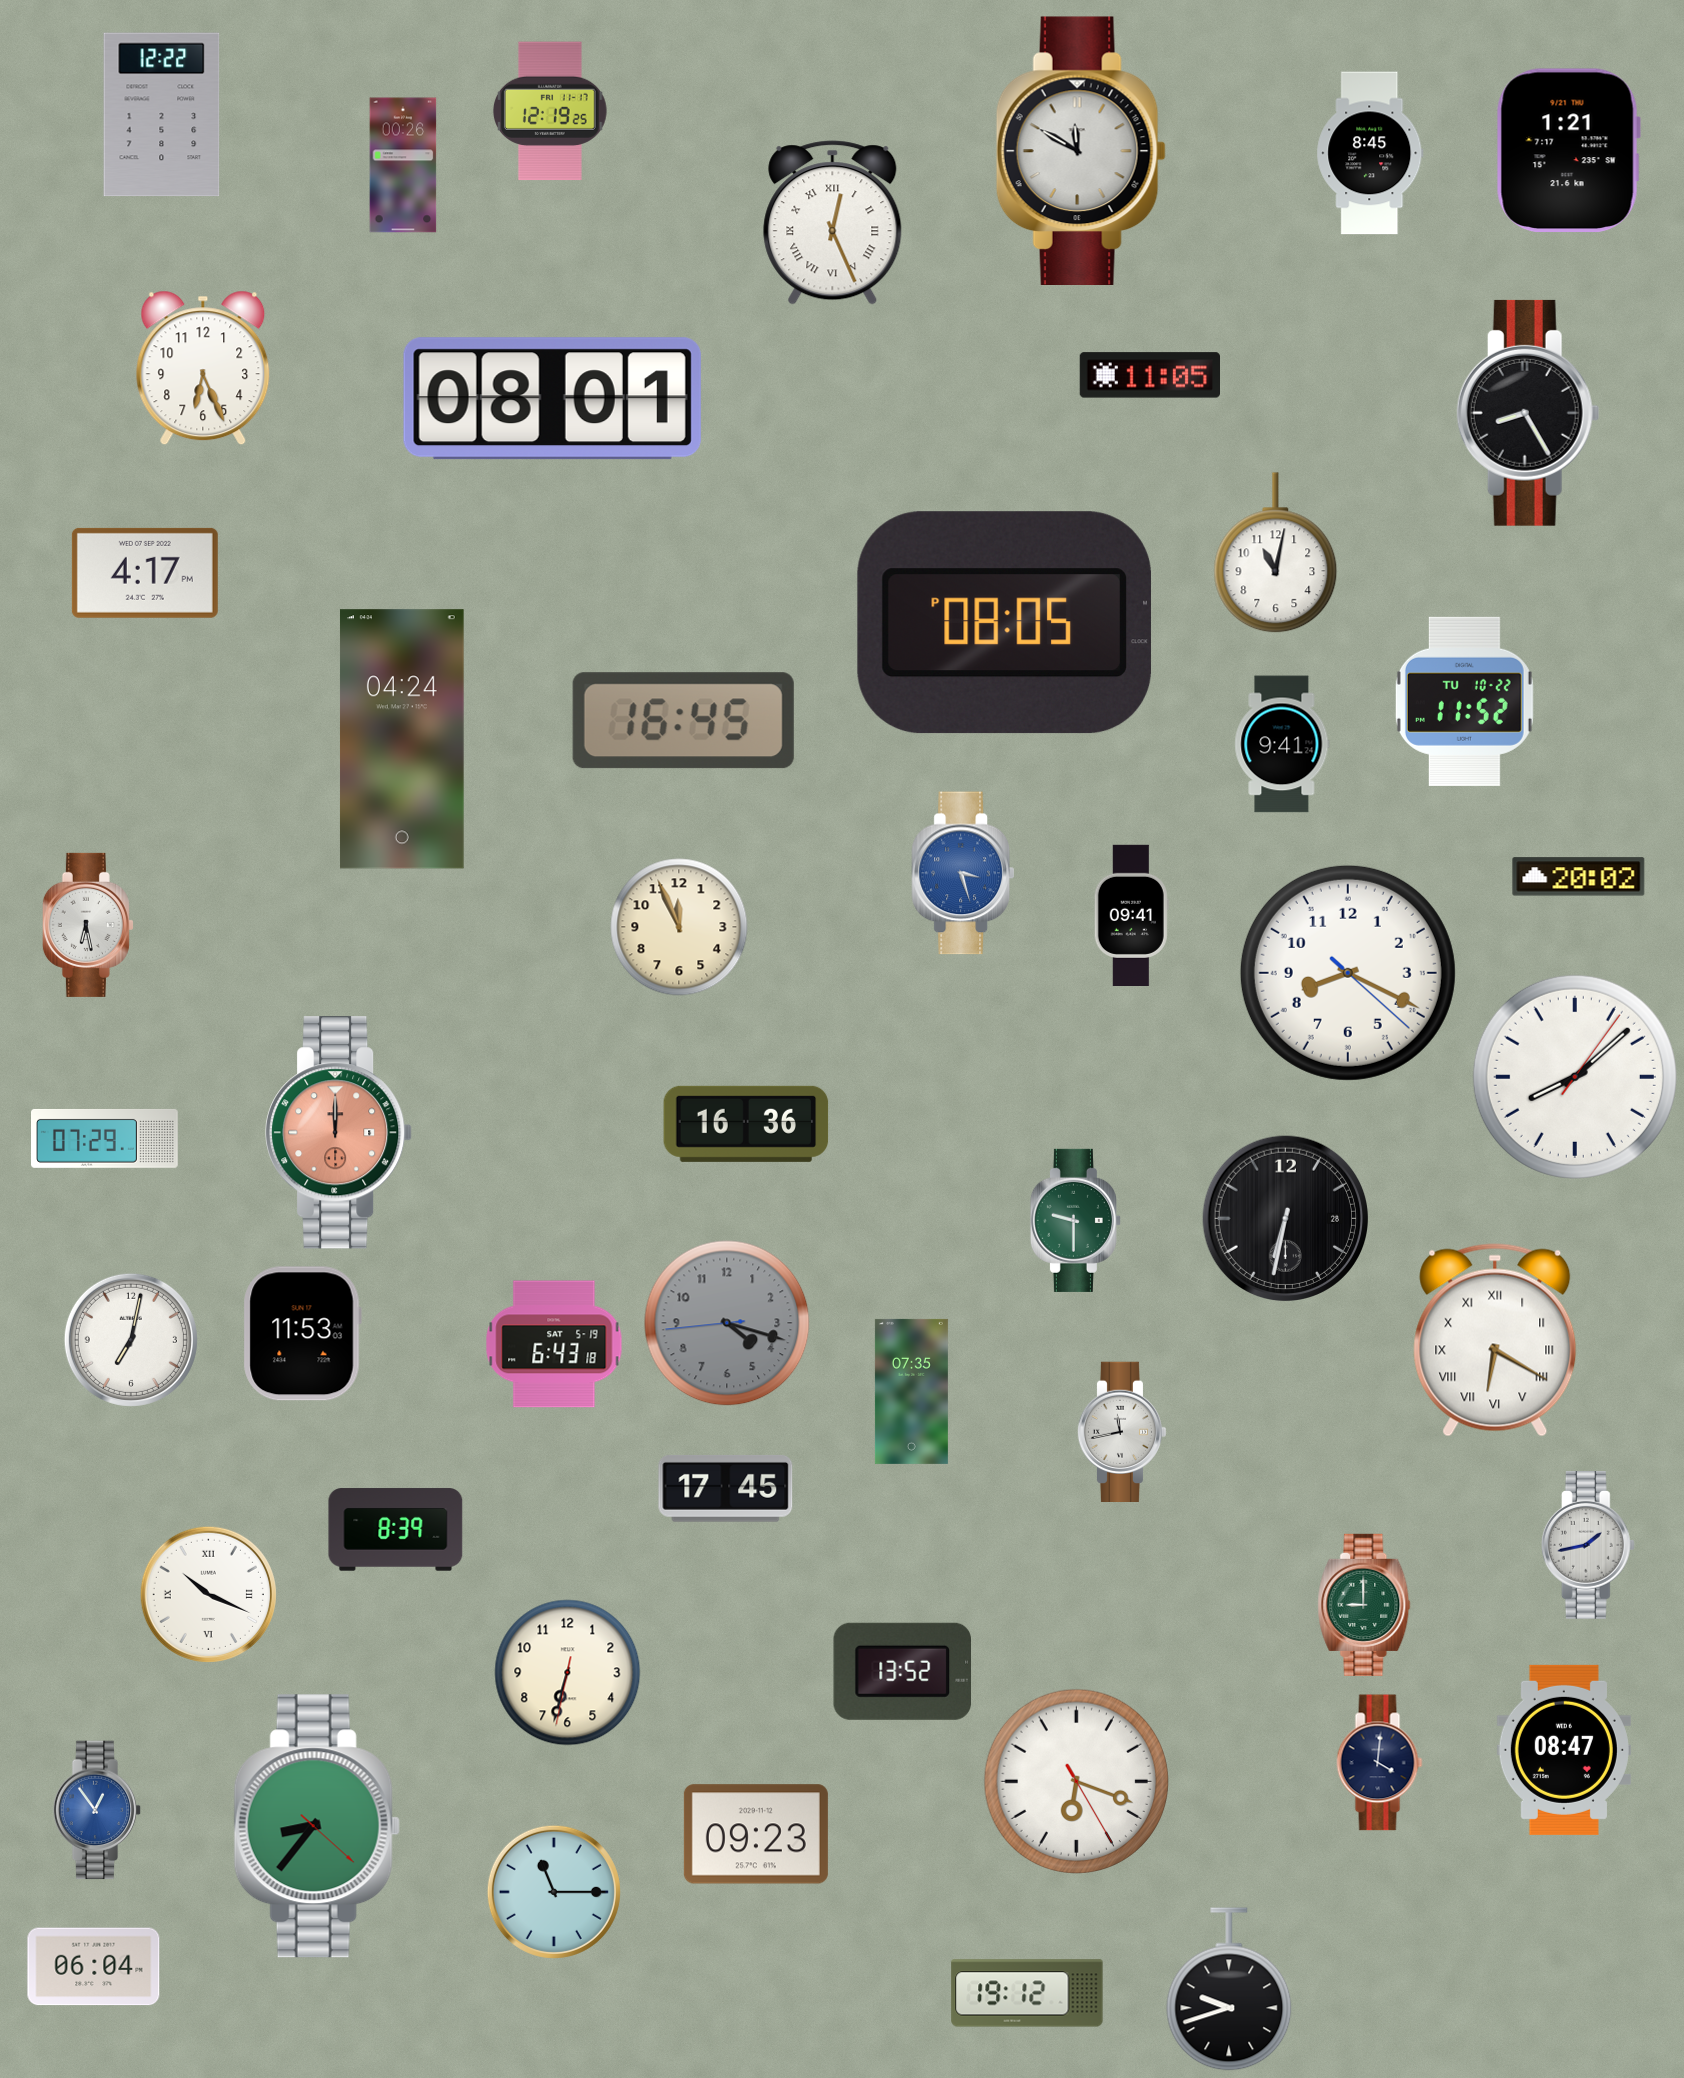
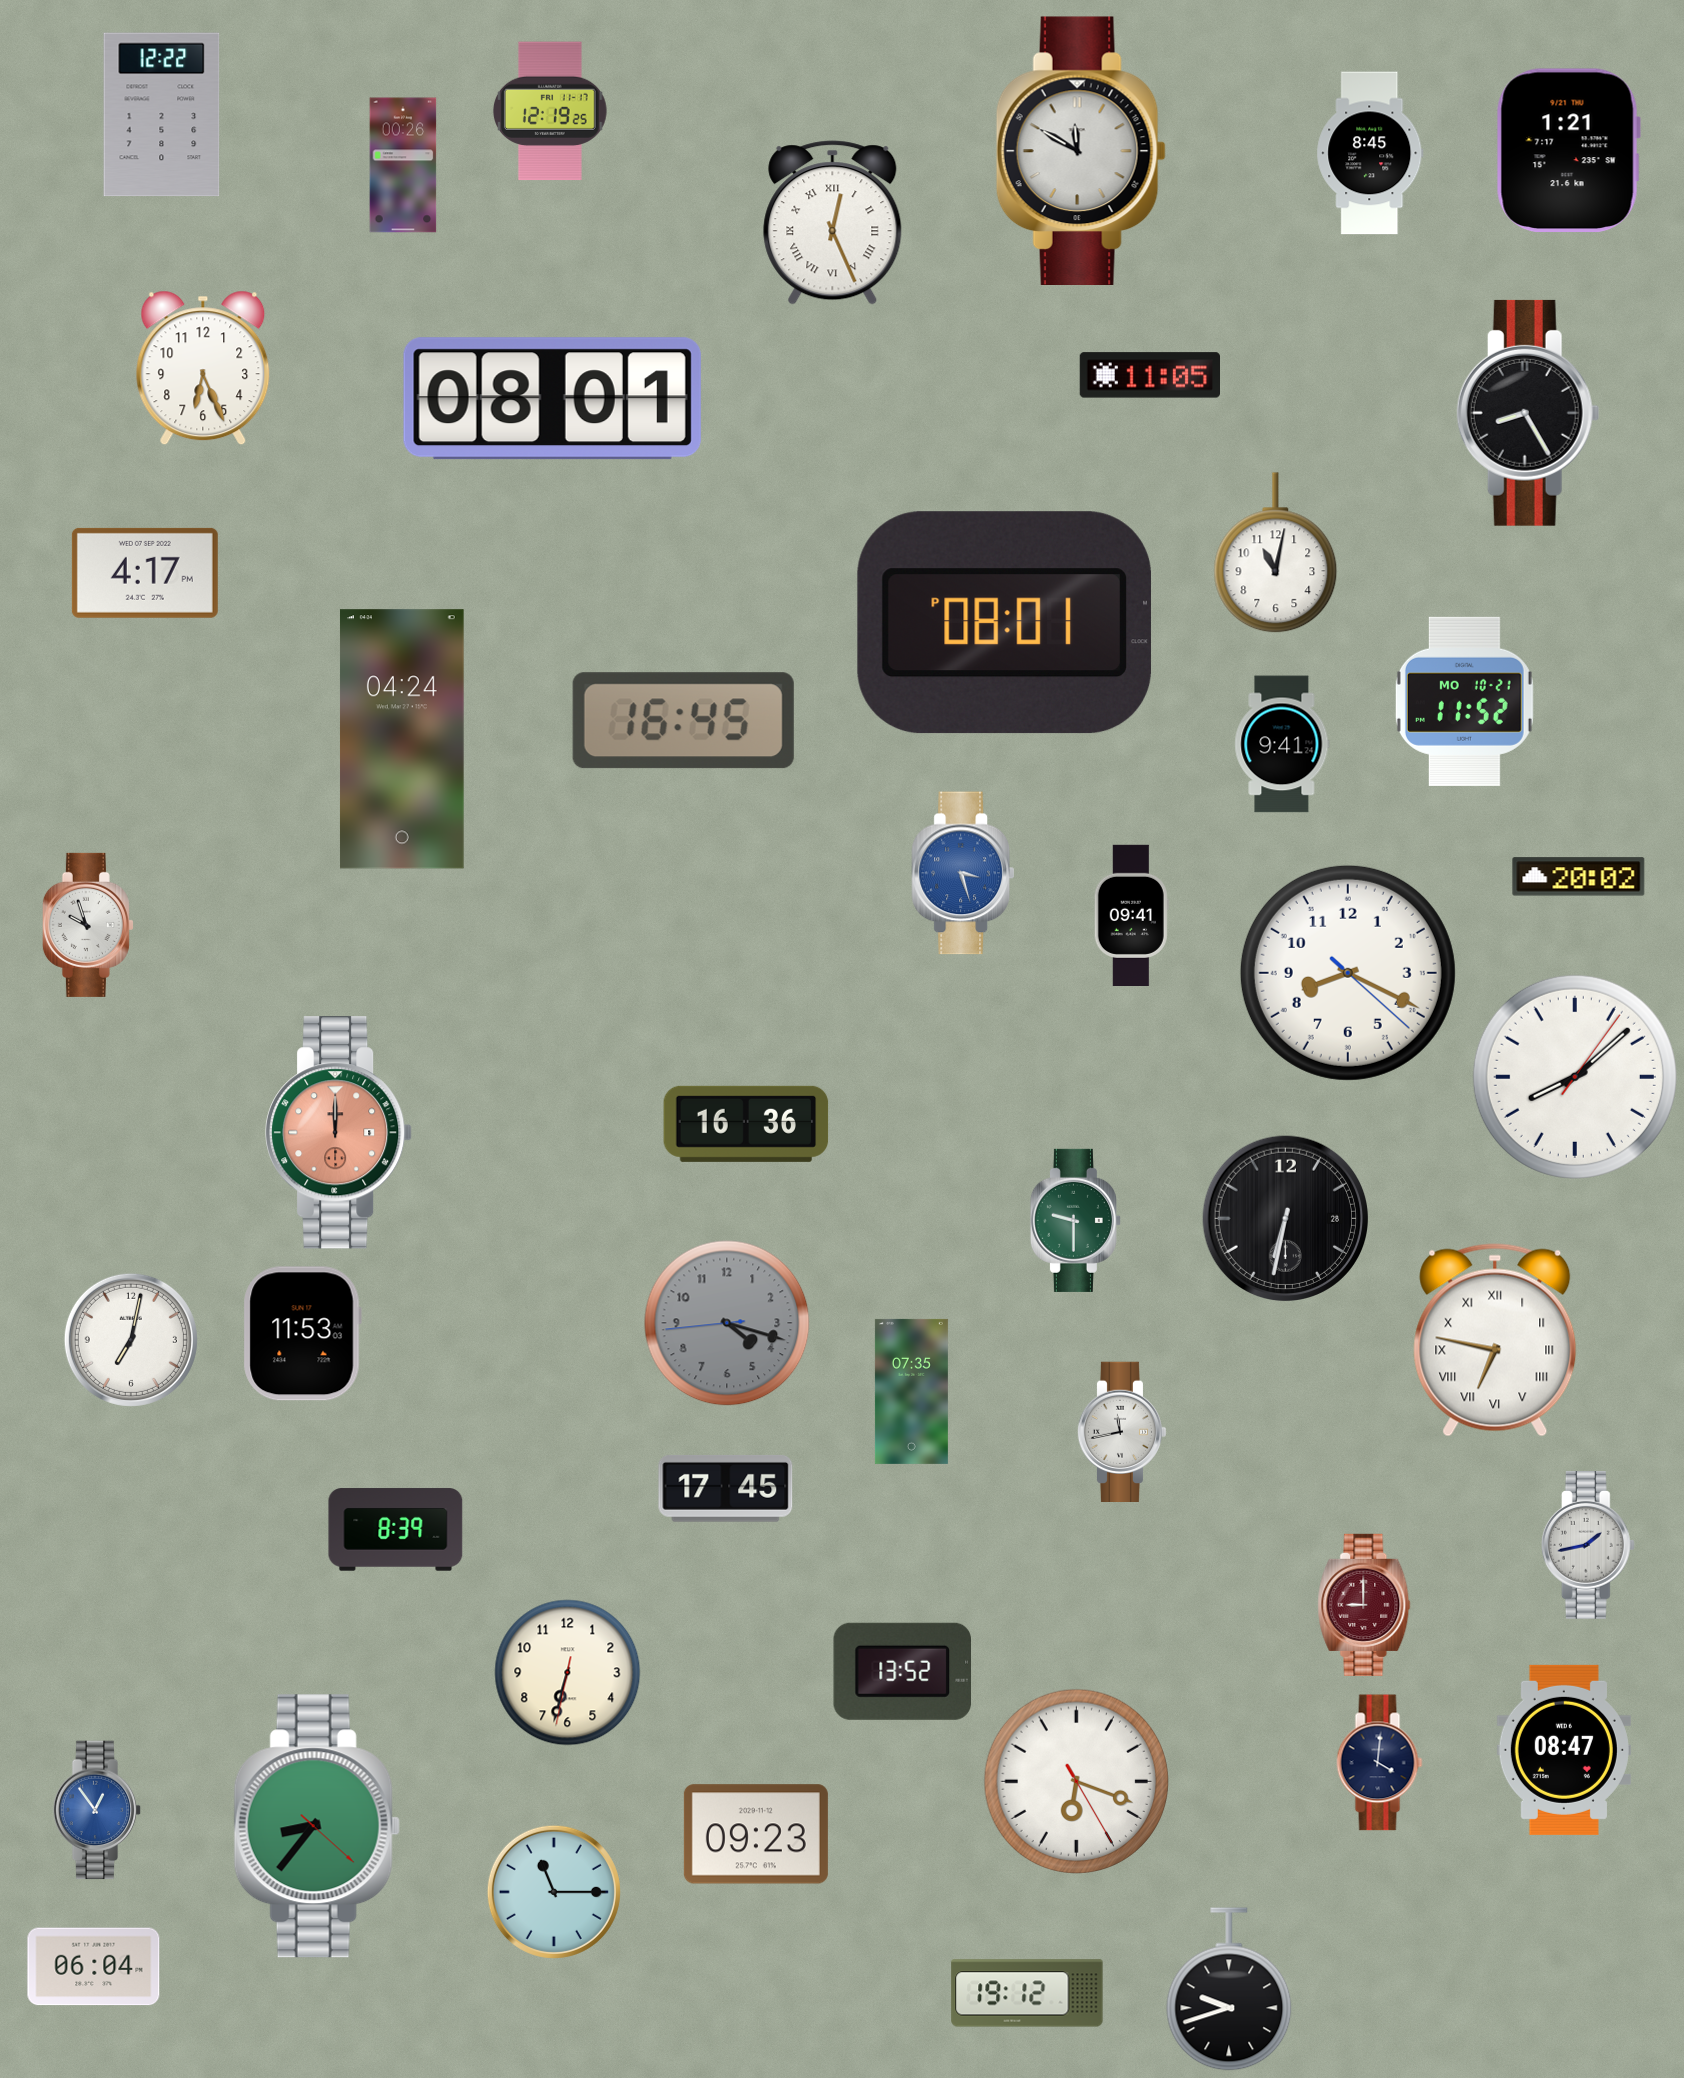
clock at (1004, 623): 08:05 -> 08:01
clock at (1464, 701) date: TU 10-22 -> MO 10-21
clock at (88, 925): 6:28 -> 9:57
clock at (679, 927): 11:56 -> none
clock at (105, 1138): 07:29 -> none
clock at (1495, 1340): 6:20 -> 6:47
clock at (554, 1344): 6:43 -> none
clock at (208, 1594): 10:19 -> none
clock at (1364, 1605) dial: green -> burgundy
